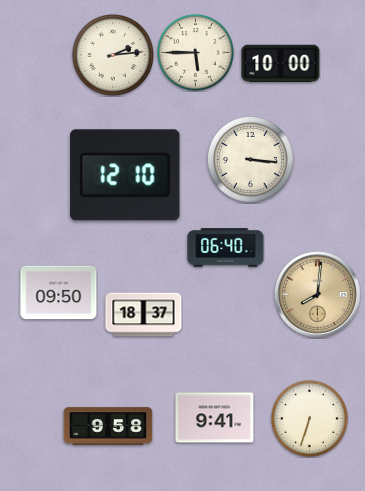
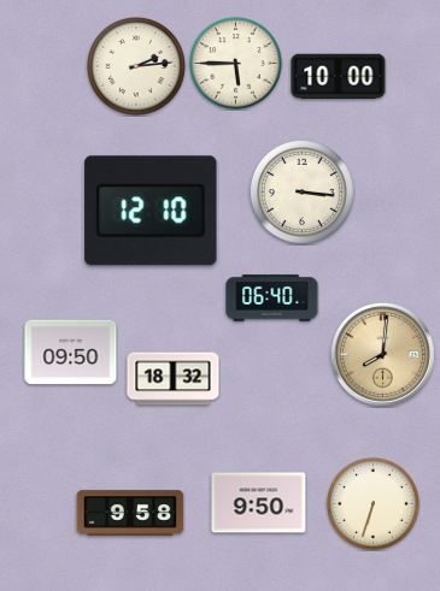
clock at (144, 315): 18:37 -> 18:32
clock at (215, 418): 9:41 -> 9:50
